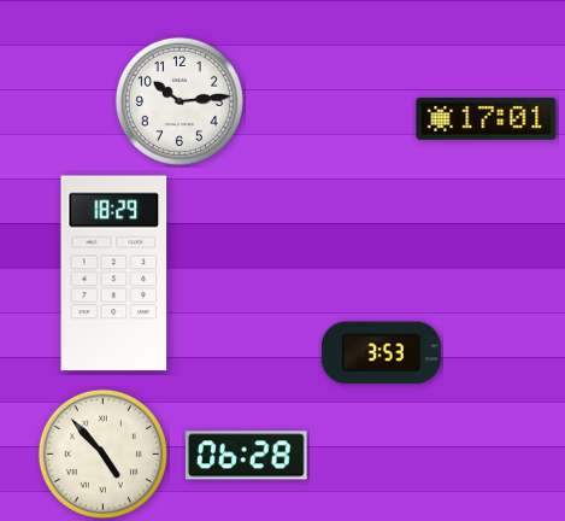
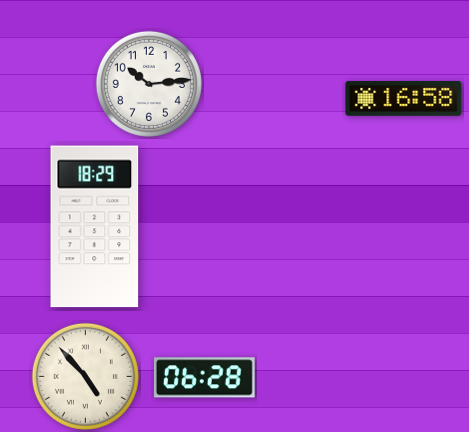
clock at (487, 119): 17:01 -> 16:58
clock at (381, 353): 3:53 -> none
